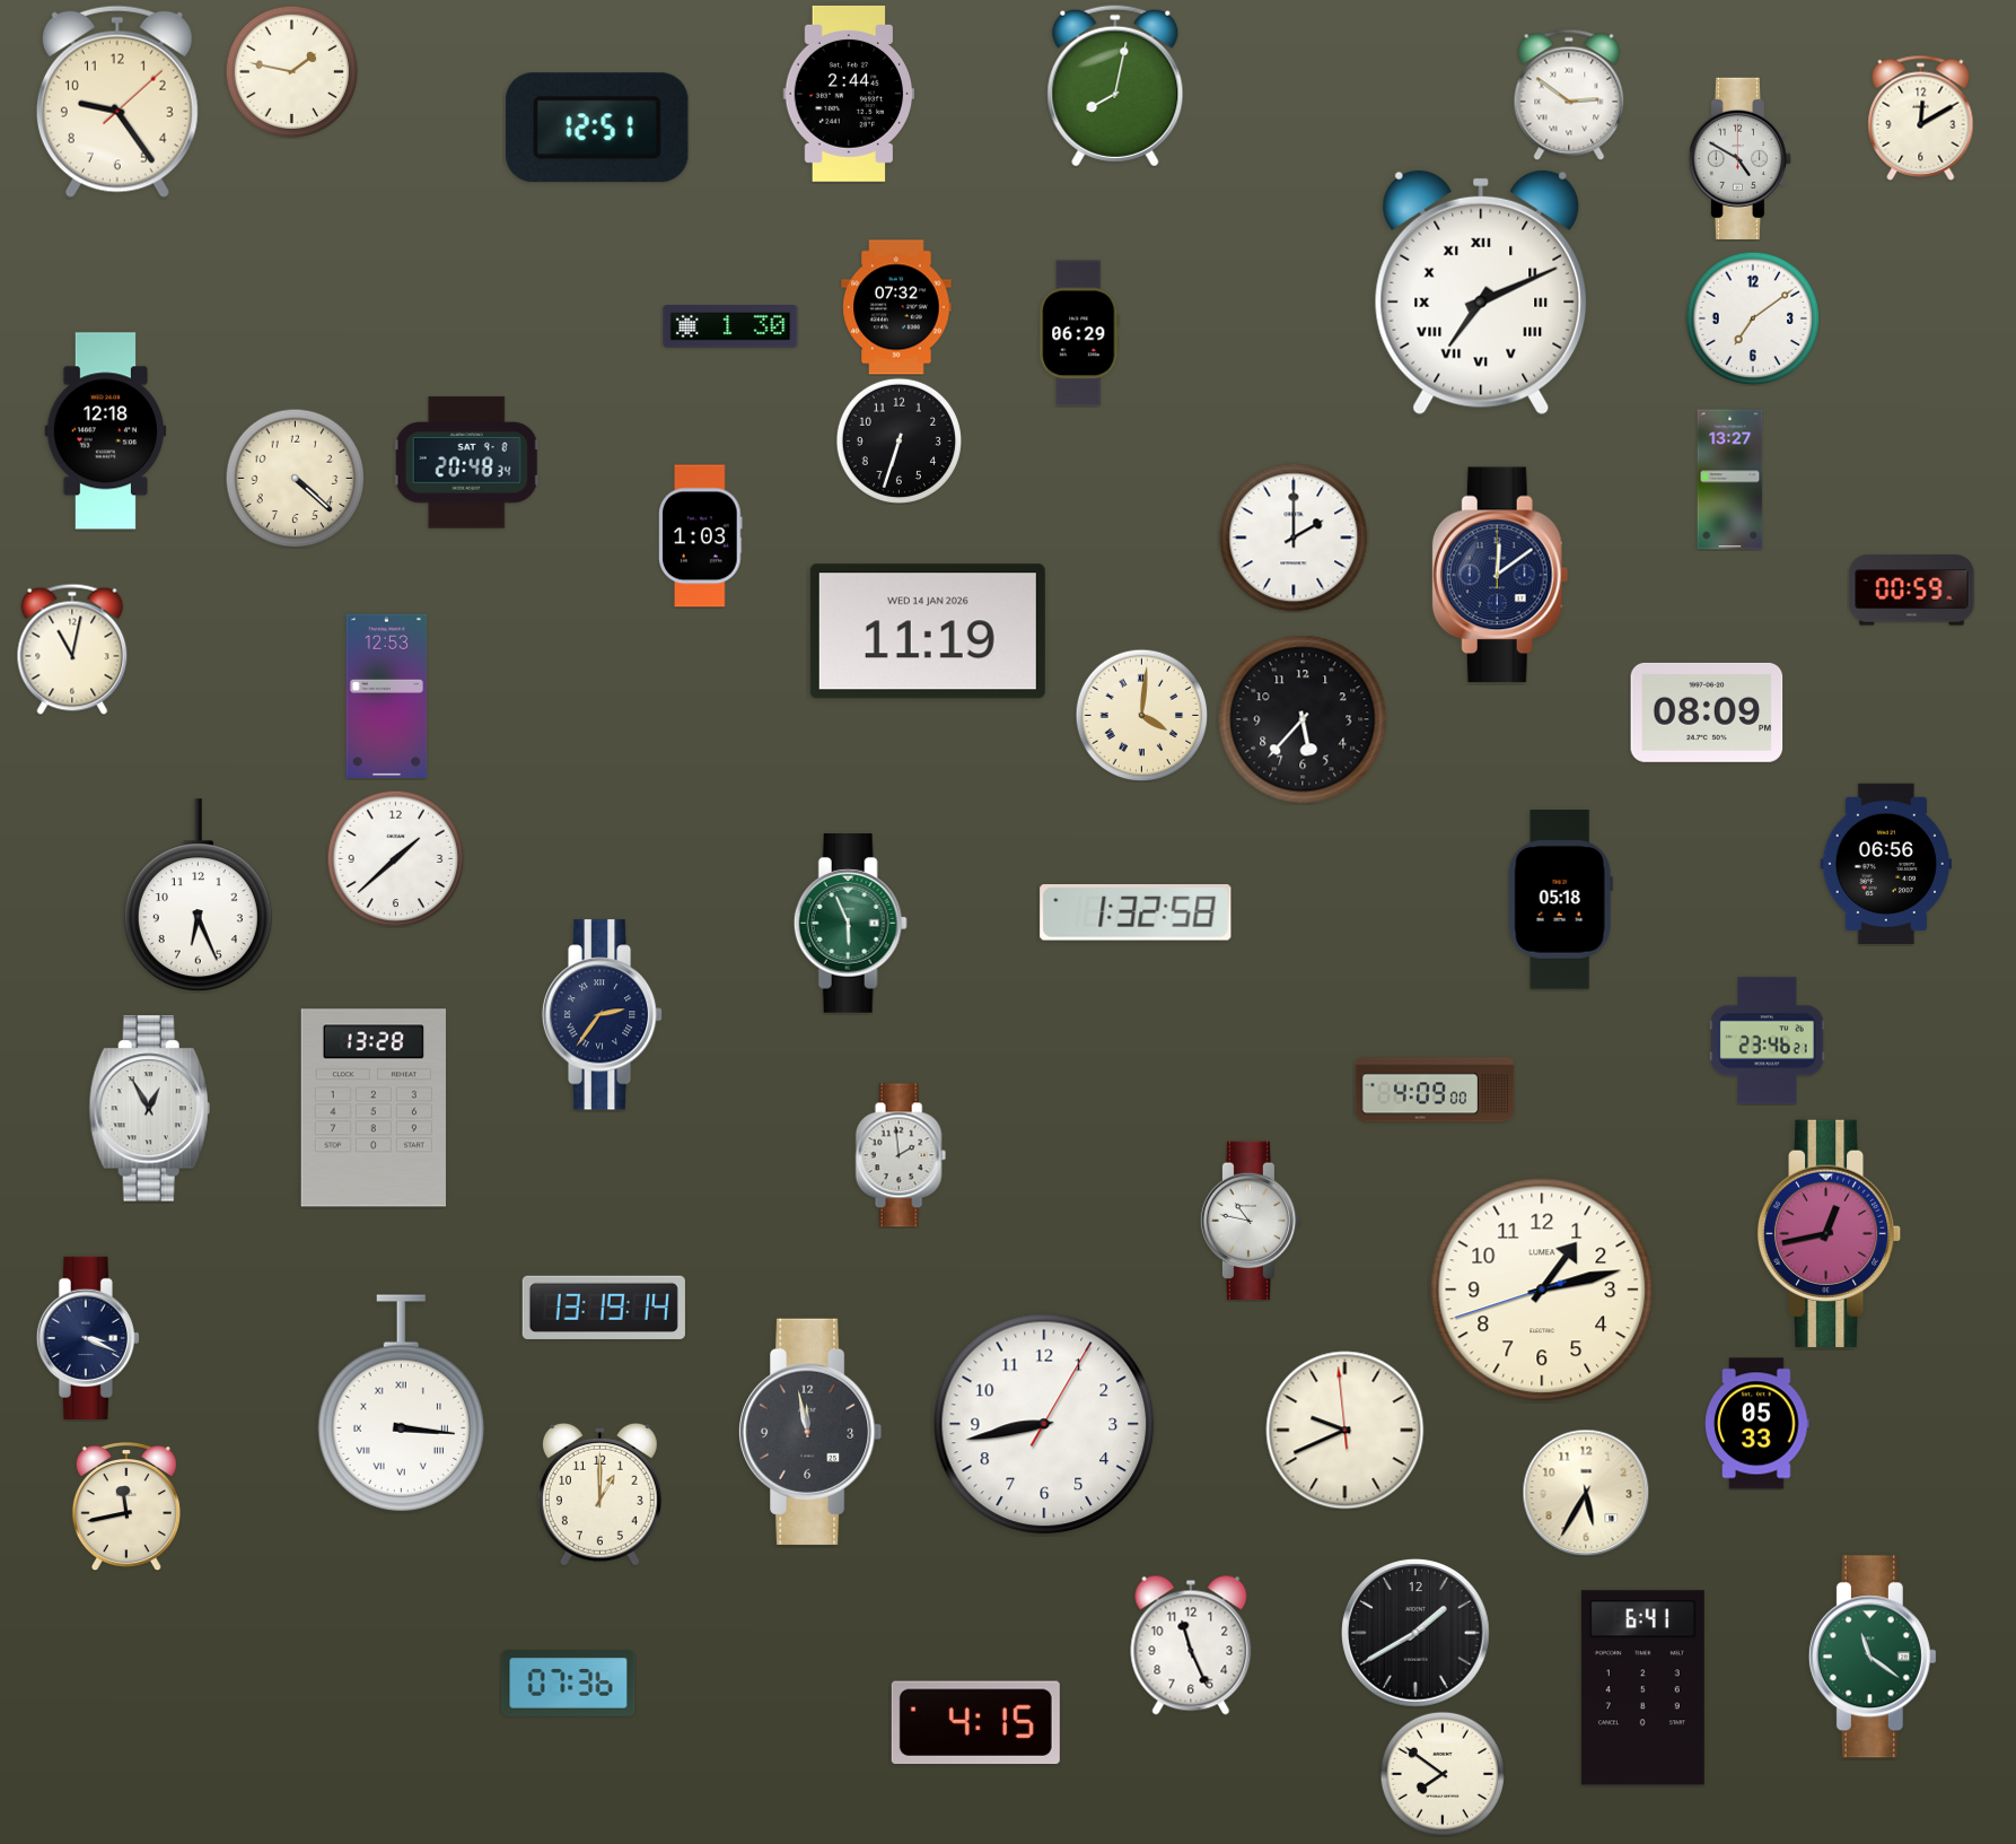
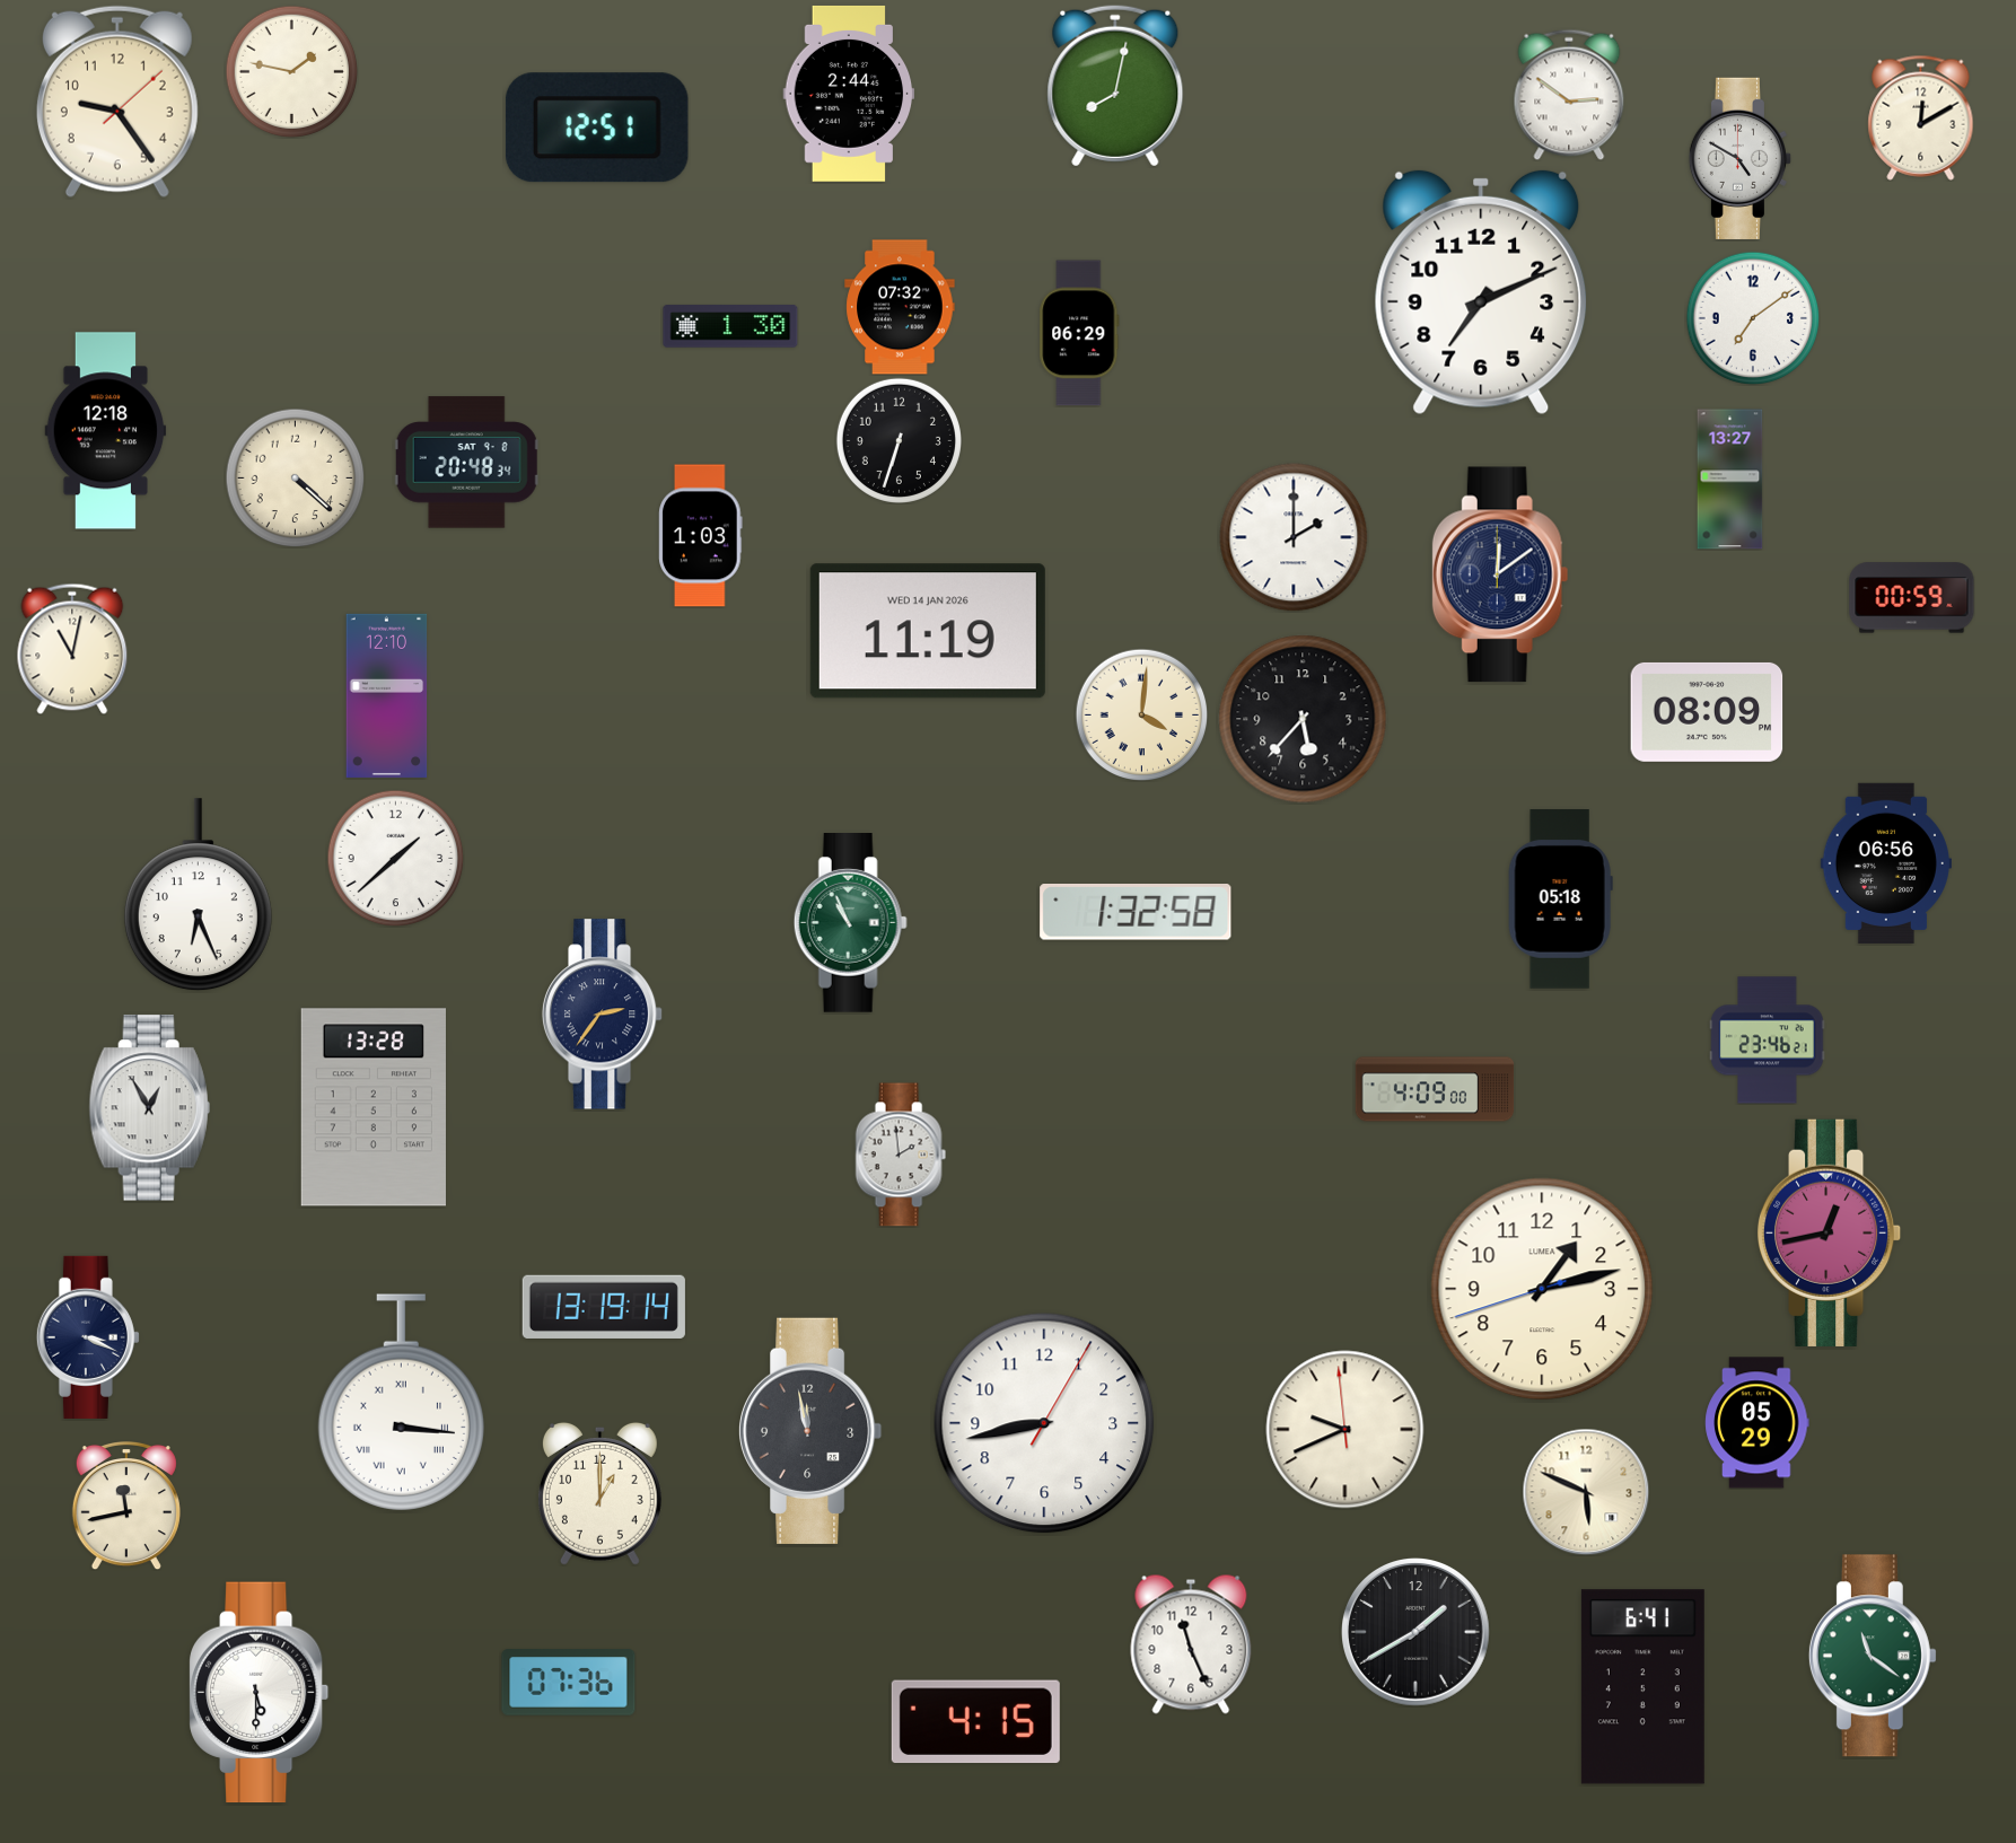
clock at (1481, 292) numerals: Roman -> Arabic
clock at (896, 307) position: (896, 307) -> (900, 307)
clock at (1912, 591) position: (1912, 591) -> (1912, 598)
clock at (387, 696): 12:53 -> 12:10
clock at (850, 924): 5:56 -> 10:56
clock at (1251, 1220): 10:47 -> none
clock at (1758, 1424): 05:33 -> 05:29
clock at (1586, 1493): 5:35 -> 5:49
clock at (260, 1693): none -> 5:30
clock at (1443, 1774): 7:51 -> none
